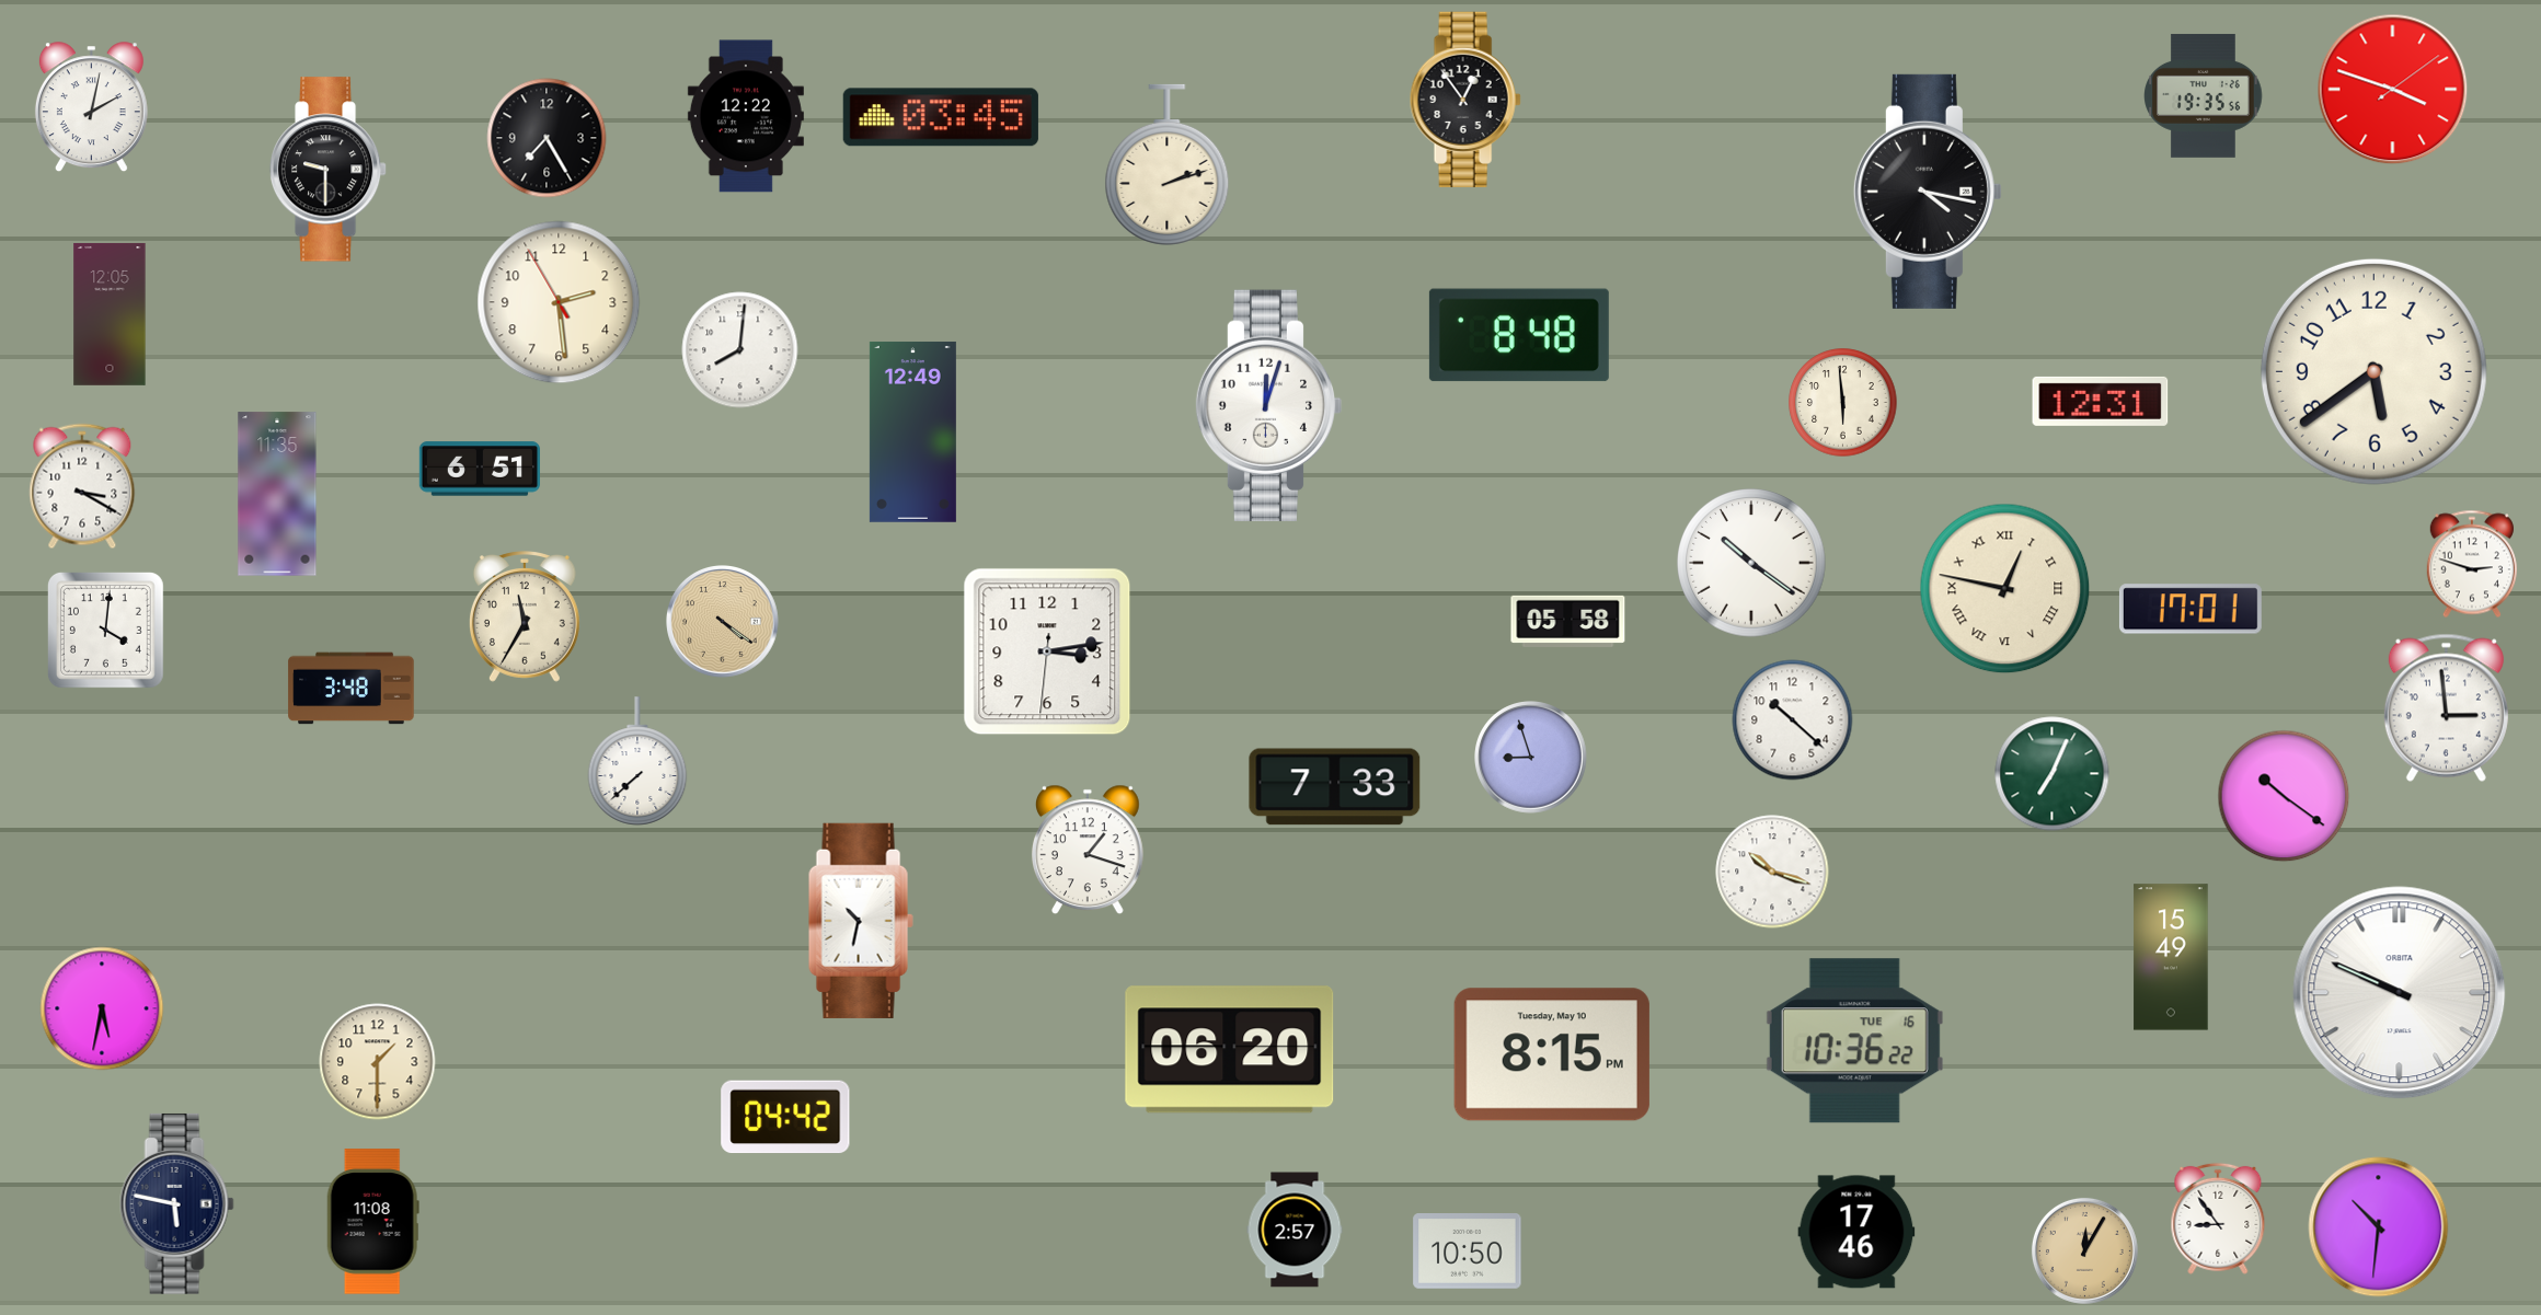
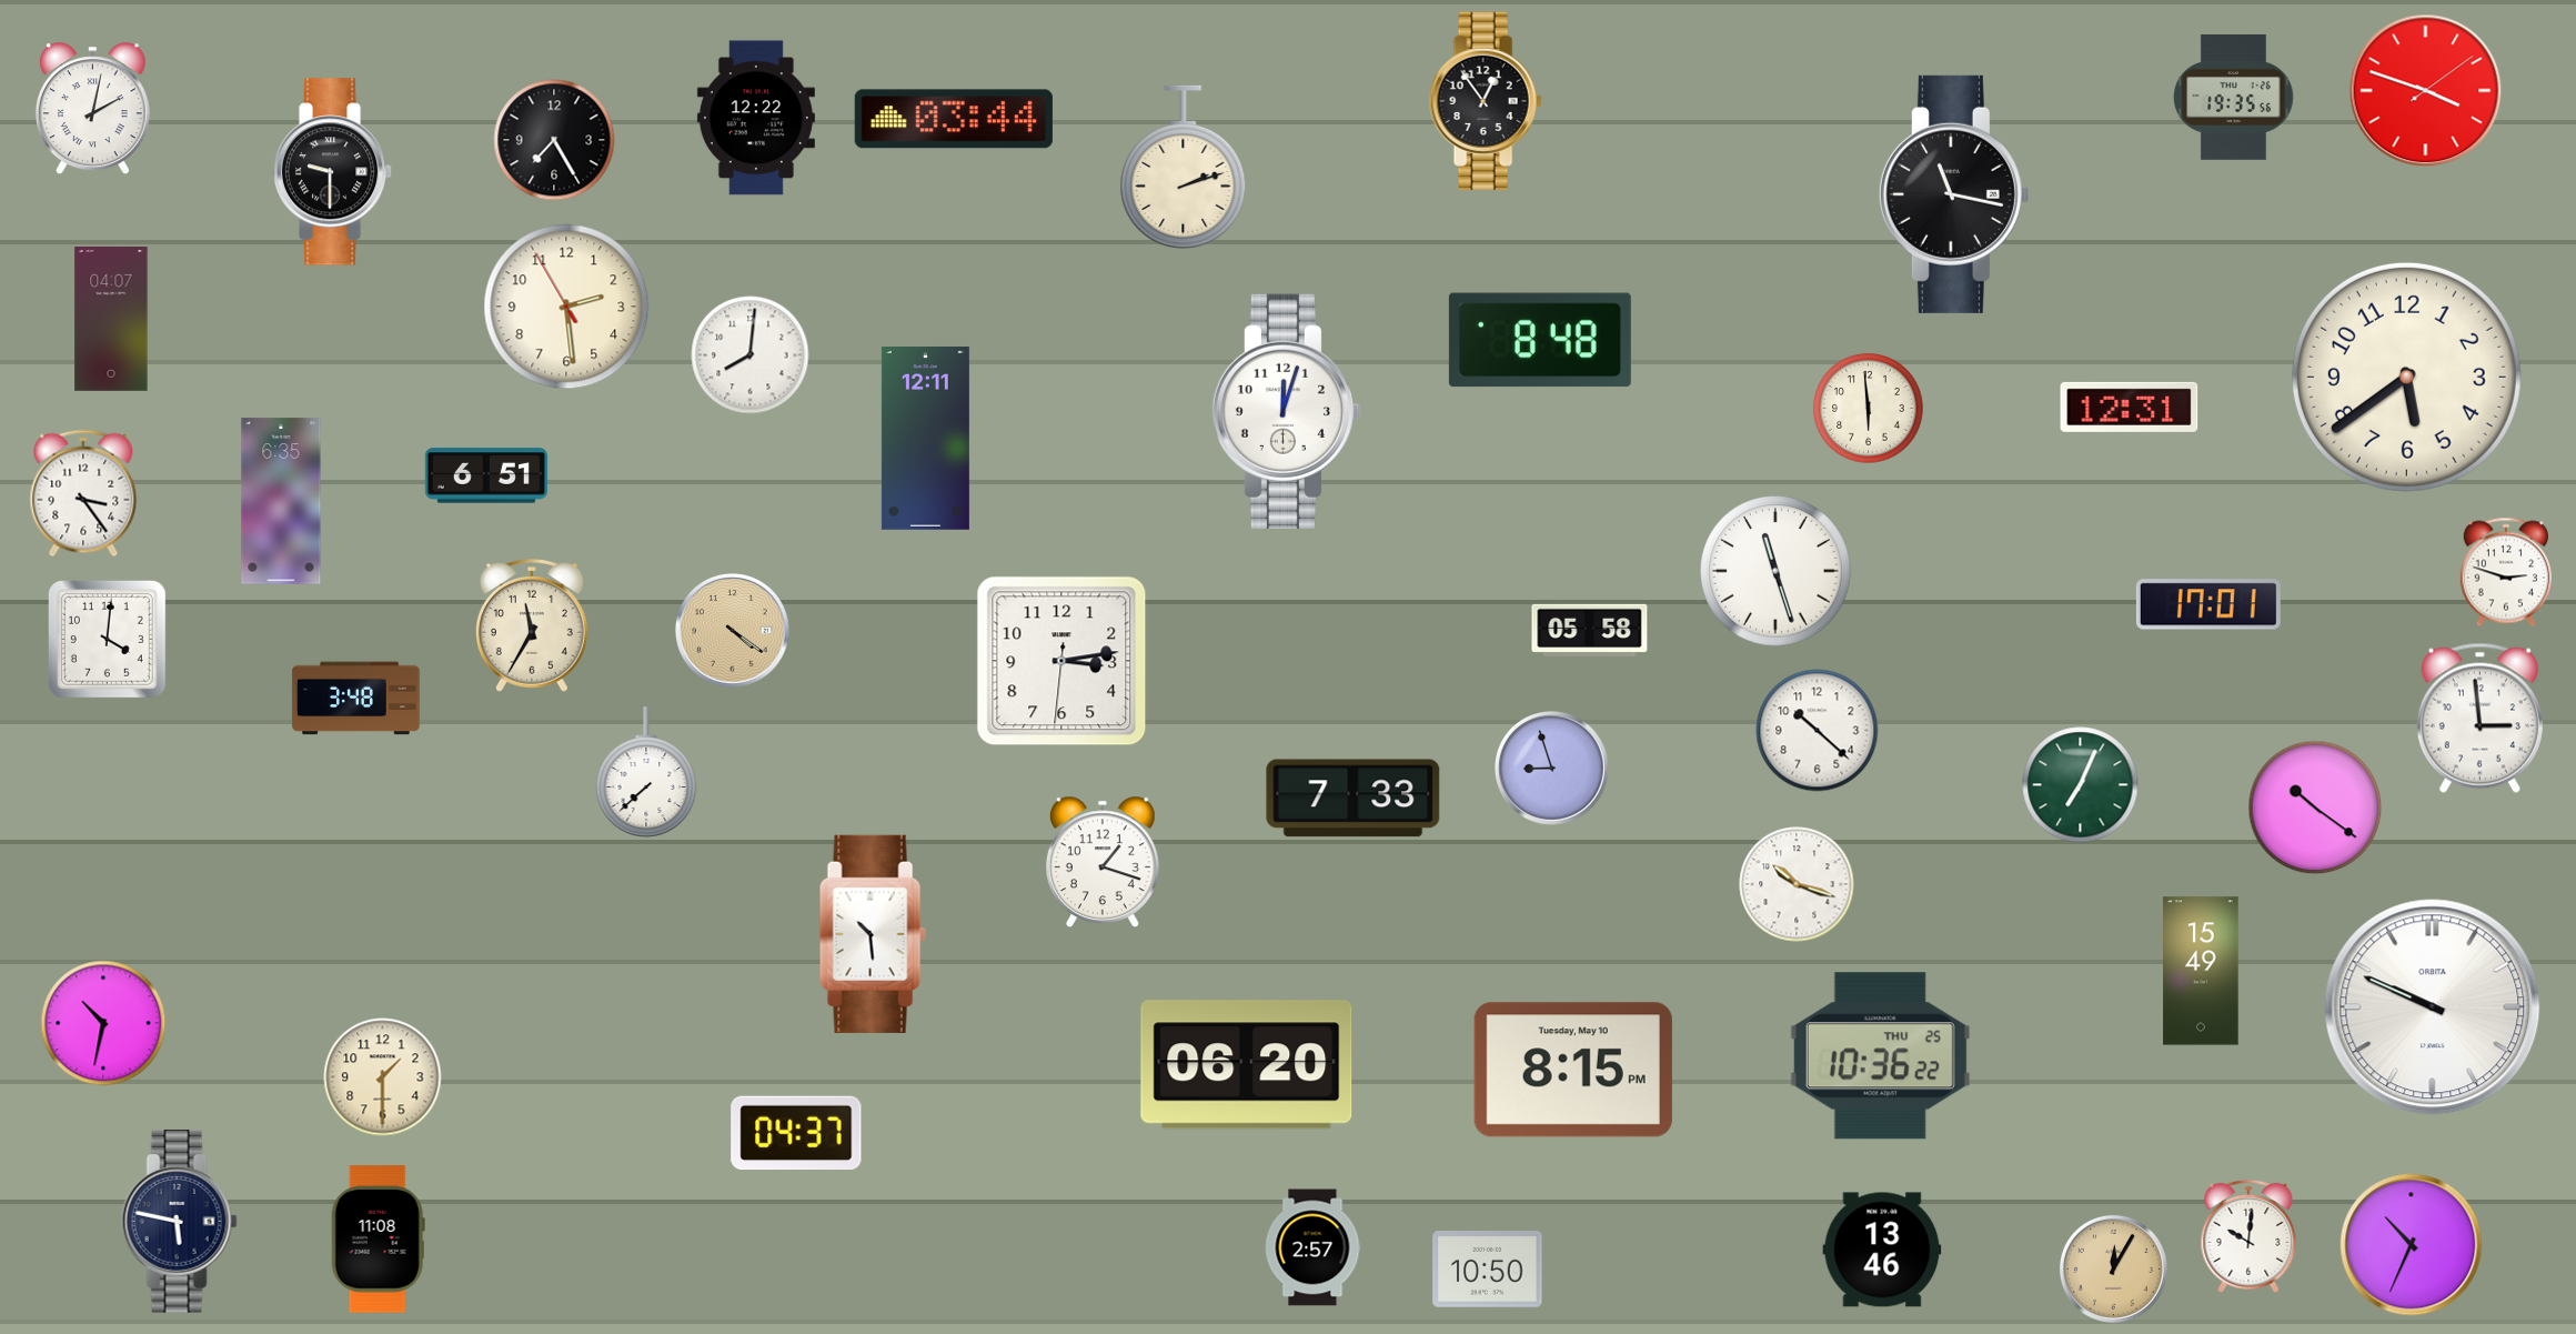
clock at (941, 117): 03:45 -> 03:44
clock at (1928, 192): 4:17 -> 11:17
clock at (110, 314): 12:05 -> 04:07
clock at (912, 431): 12:49 -> 12:11
clock at (82, 486): 3:20 -> 3:24
clock at (277, 494): 11:35 -> 6:35
clock at (1751, 563): 10:21 -> 11:27
clock at (2005, 589): 12:47 -> none
clock at (2191, 609) position: (2191, 609) -> (2208, 604)
clock at (861, 921): 10:32 -> 10:29
clock at (102, 1008): 5:32 -> 10:32
clock at (1854, 1041) date: TUE 16 -> THU 25
clock at (785, 1117): 04:42 -> 04:37
clock at (2218, 1219): 8:54 -> 10:01
clock at (2379, 1227): 10:31 -> 10:34
clock at (1856, 1232): 17:46 -> 13:46
